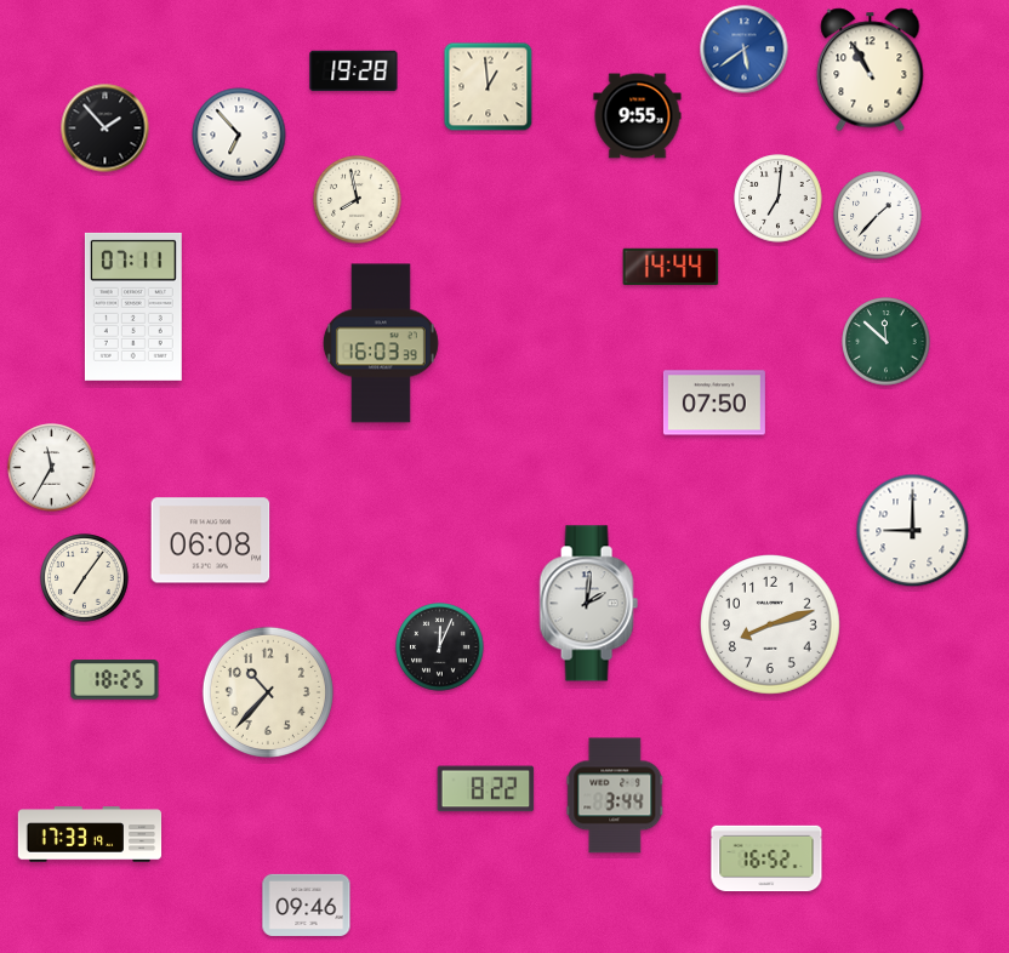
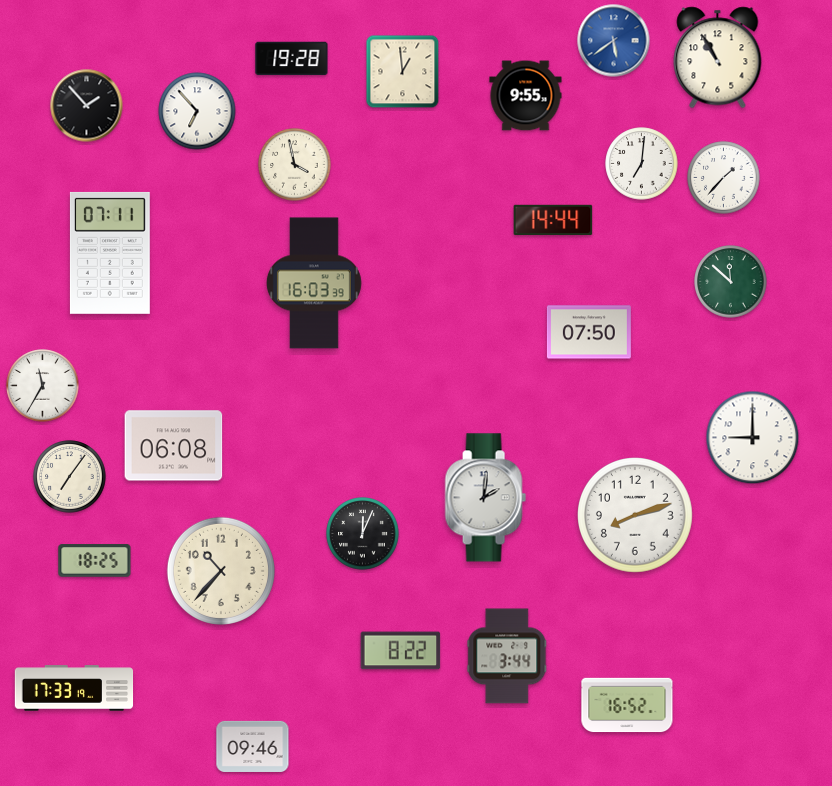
clock at (358, 200): 7:58 -> 3:58
clock at (766, 858) position: (766, 858) -> (627, 705)
